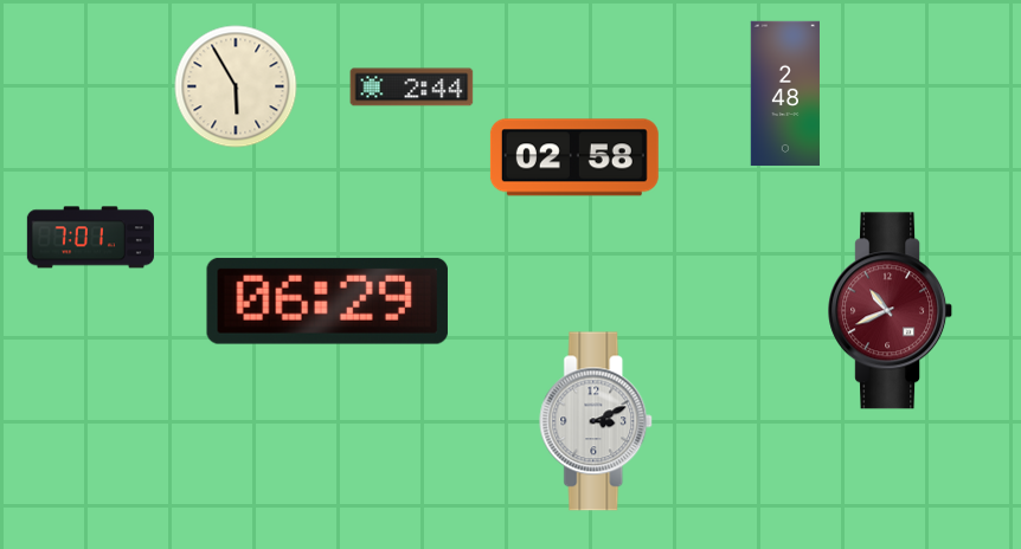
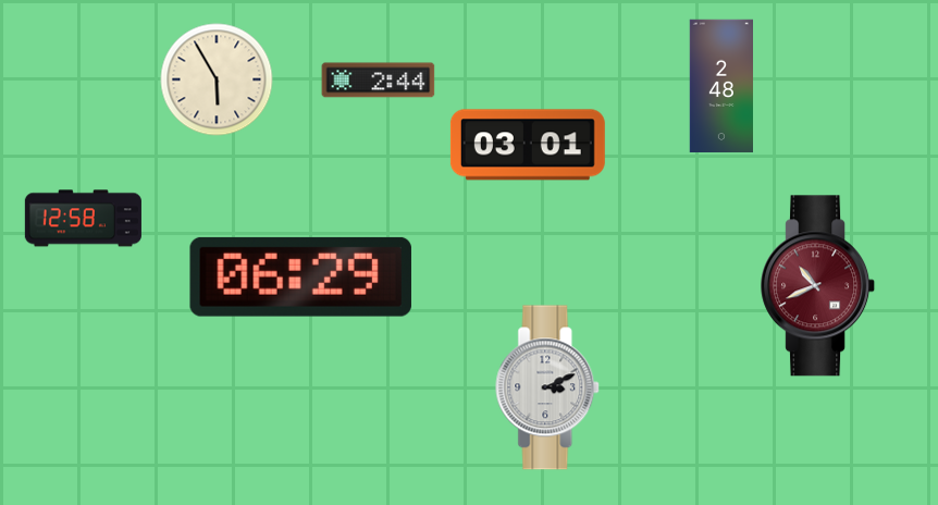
clock at (574, 157): 02:58 -> 03:01
clock at (90, 238): 7:01 -> 12:58
